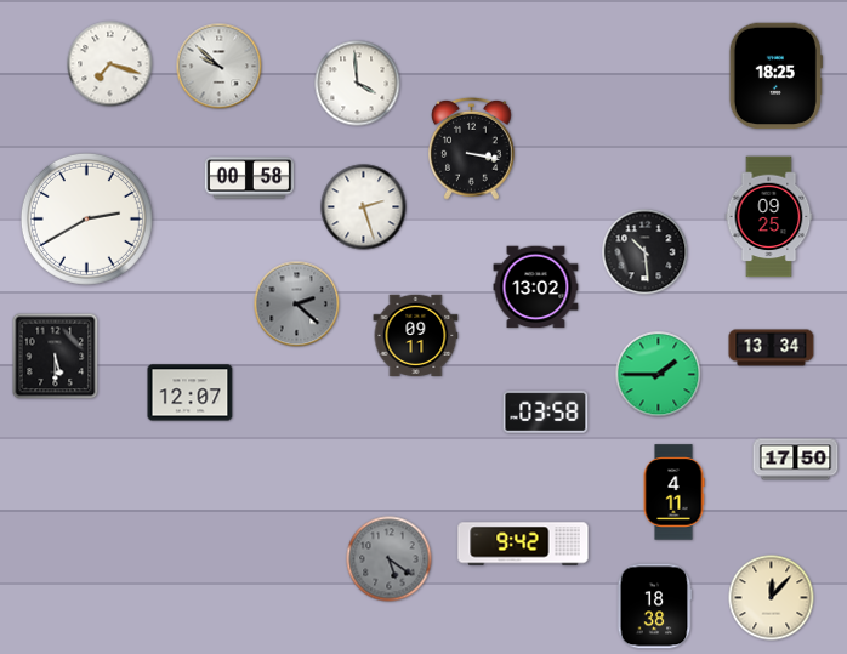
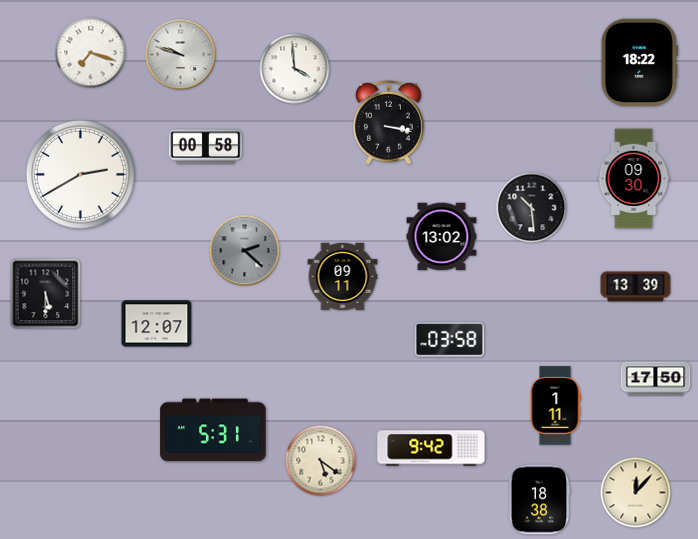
clock at (220, 67): 9:52 -> 9:48
clock at (775, 76): 18:25 -> 18:22
clock at (364, 207): 2:27 -> none
clock at (769, 217): 09:25 -> 09:30
clock at (86, 218) position: (86, 218) -> (80, 174)
clock at (772, 348): 13:34 -> 13:39
clock at (659, 375): 1:45 -> none
clock at (673, 493): 4:11 -> 1:11
clock at (213, 430): none -> 5:31
clock at (390, 559) dial: grey -> cream
